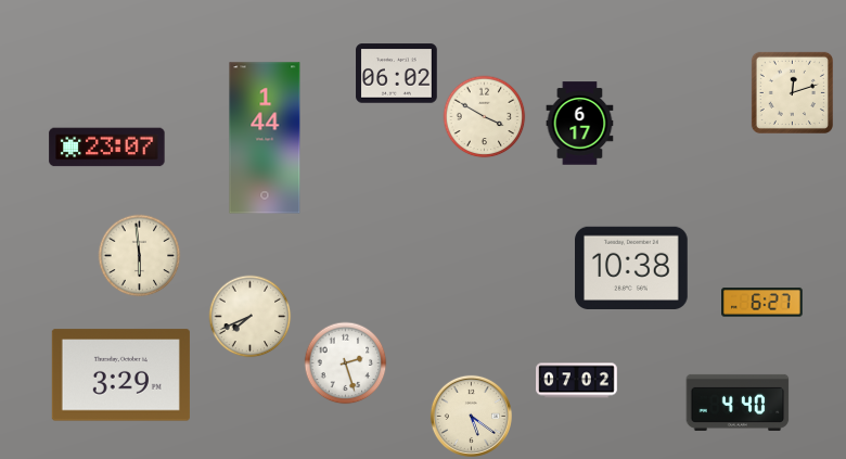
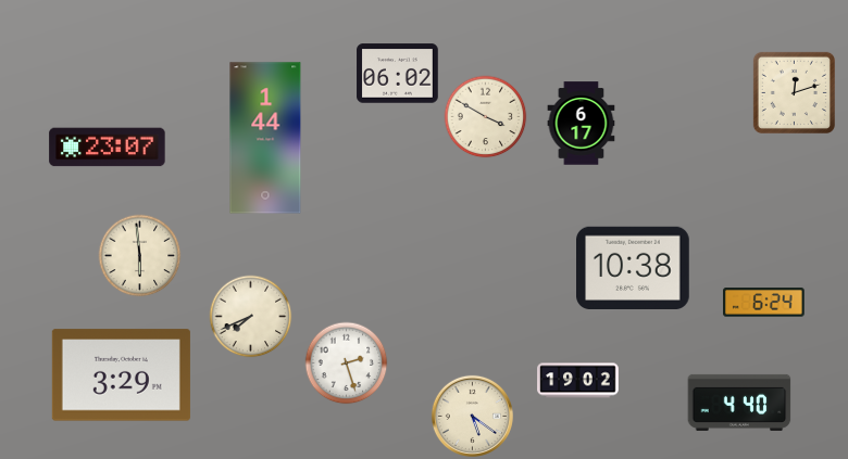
clock at (762, 303): 6:27 -> 6:24
clock at (577, 381): 07:02 -> 19:02
